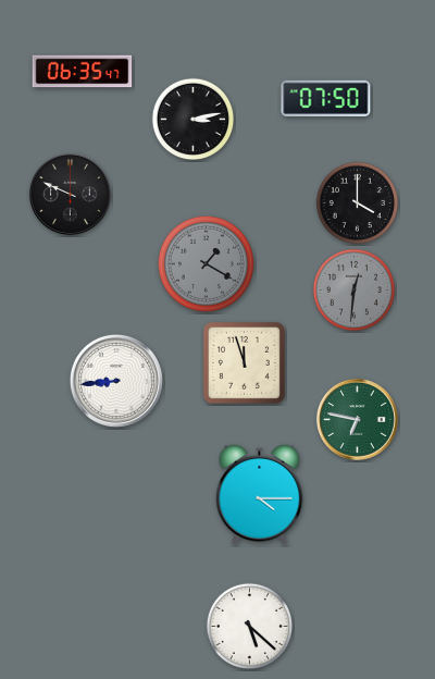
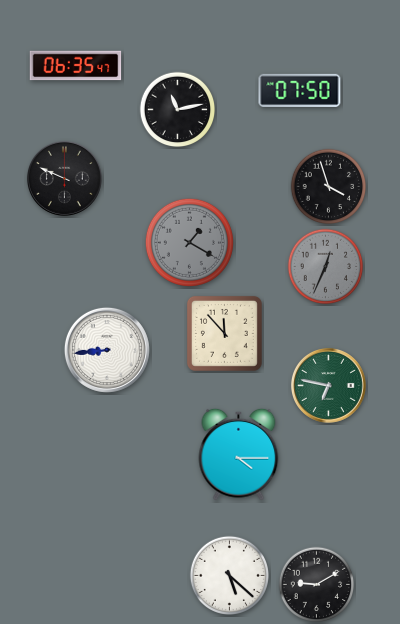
clock at (194, 120): 3:13 -> 11:13
clock at (358, 203): 4:00 -> 3:57
clock at (355, 291): 12:31 -> 12:34
clock at (244, 362): 11:57 -> 11:53
clock at (317, 585): none -> 9:10
